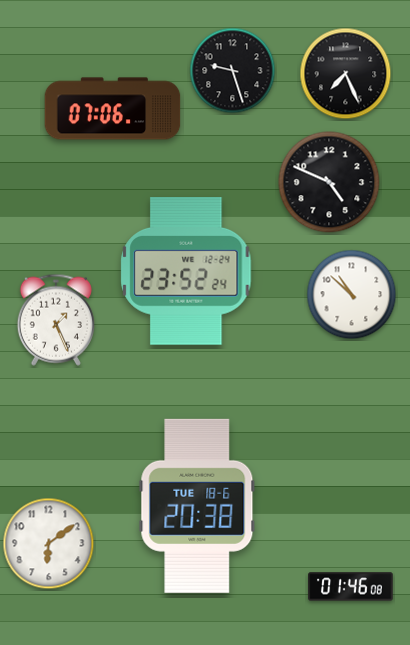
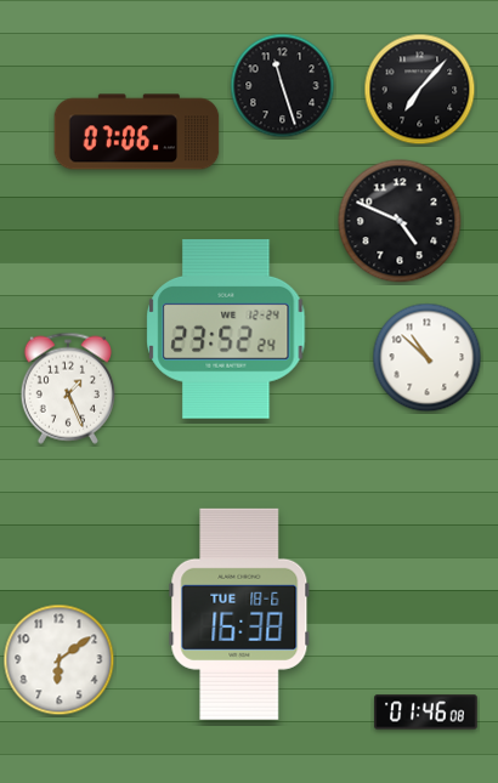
clock at (233, 71): 9:27 -> 11:27
clock at (346, 74): 7:26 -> 7:07
clock at (197, 506): 20:38 -> 16:38
